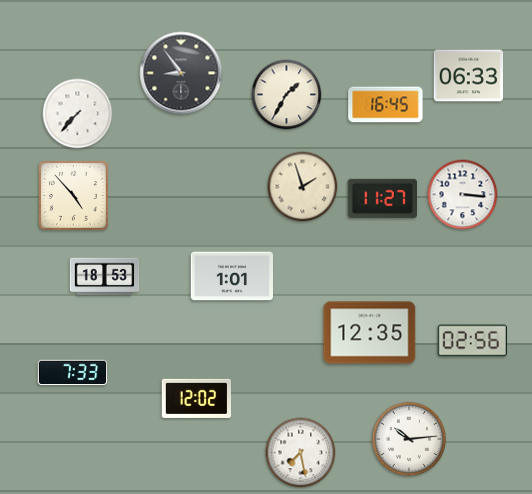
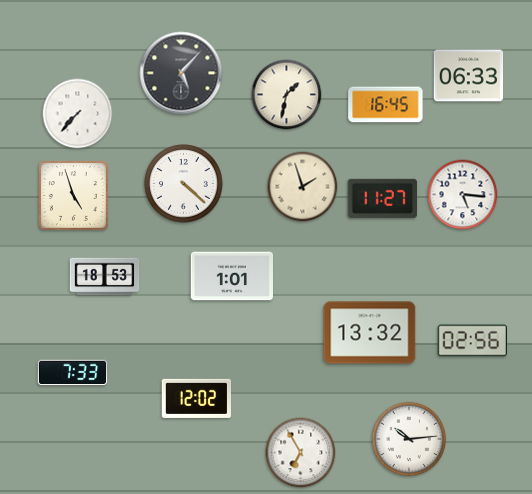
clock at (181, 73): 8:54 -> 5:07
clock at (287, 95): 1:35 -> 1:32
clock at (184, 184): none -> 4:22
clock at (463, 195): 3:16 -> 5:16
clock at (74, 196): 4:53 -> 4:57
clock at (370, 333): 12:35 -> 13:32
clock at (301, 453): 7:28 -> 6:55
